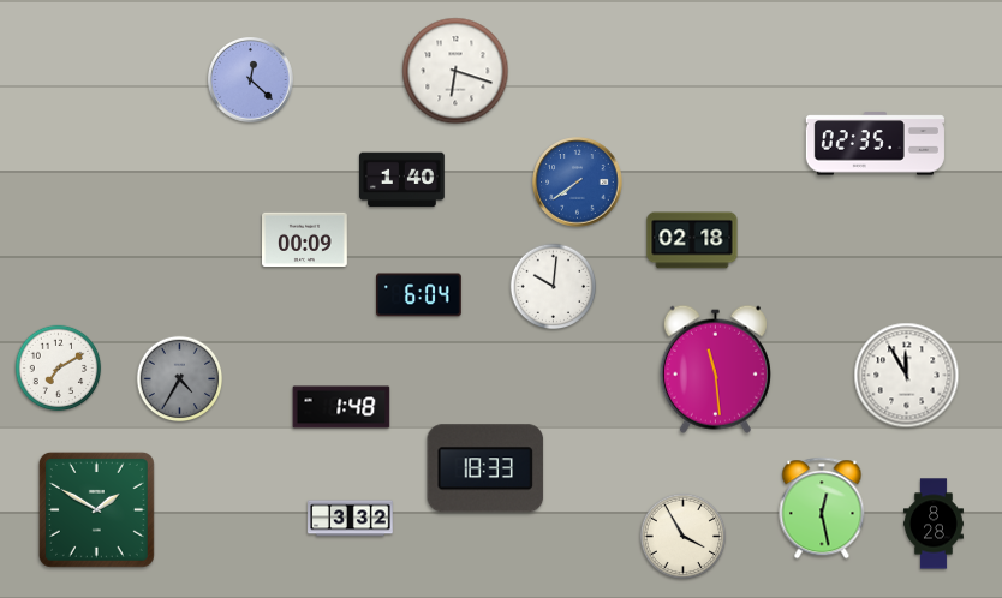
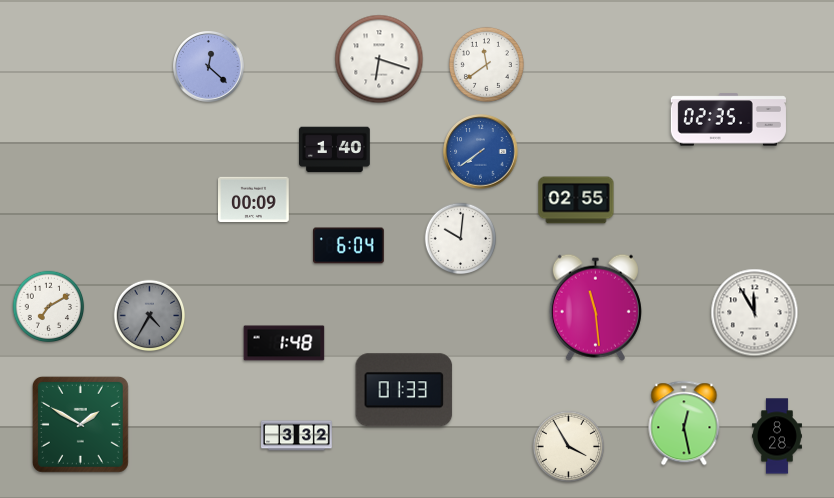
clock at (486, 64): none -> 11:39
clock at (692, 240): 02:18 -> 02:55
clock at (341, 407) position: (341, 407) -> (284, 343)
clock at (485, 468): 18:33 -> 01:33
clock at (351, 519) position: (351, 519) -> (297, 436)
